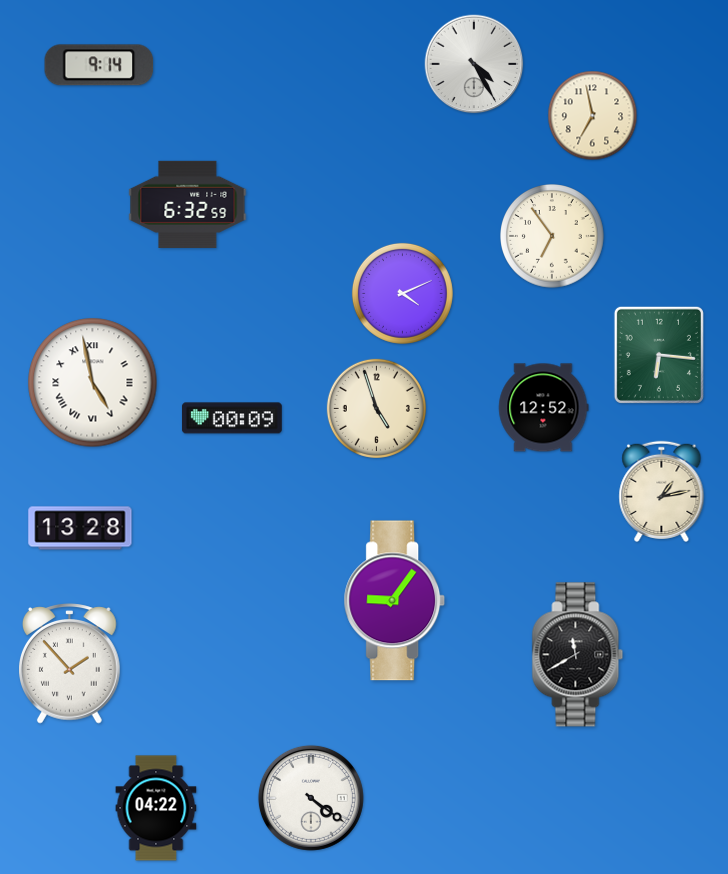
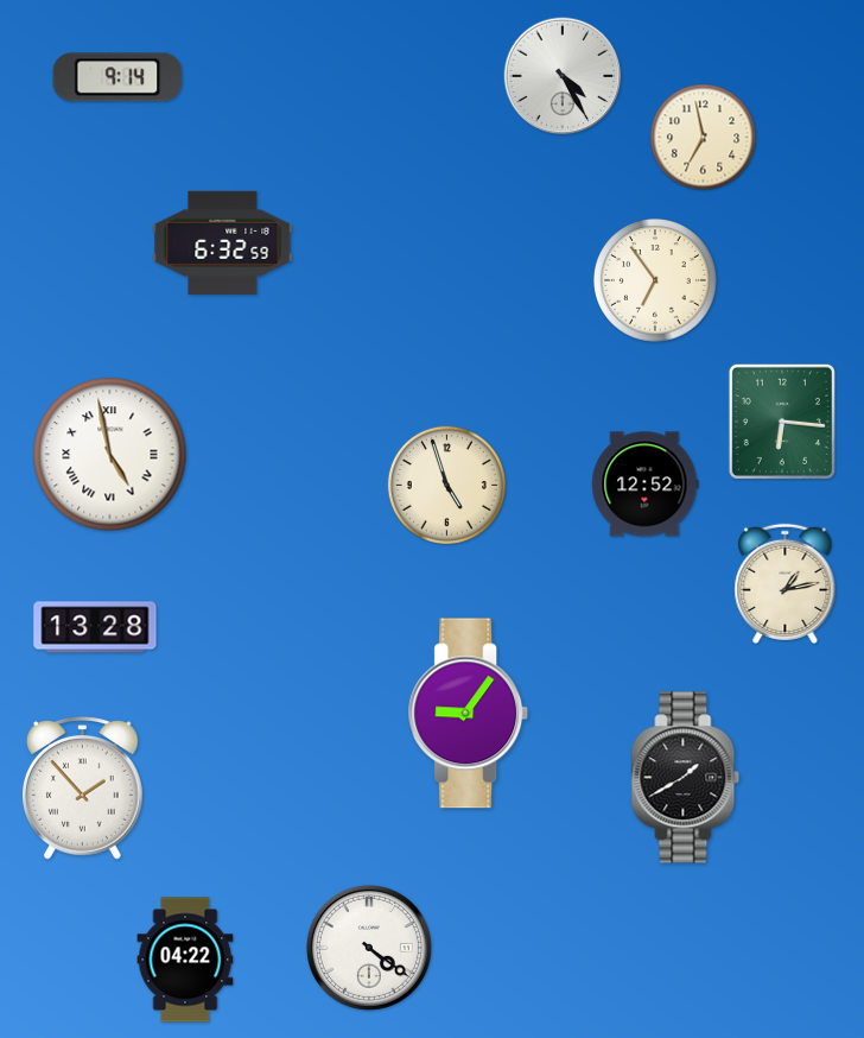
clock at (402, 293): 4:11 -> none
clock at (232, 418): 00:09 -> none
clock at (578, 655): 11:40 -> 1:40
